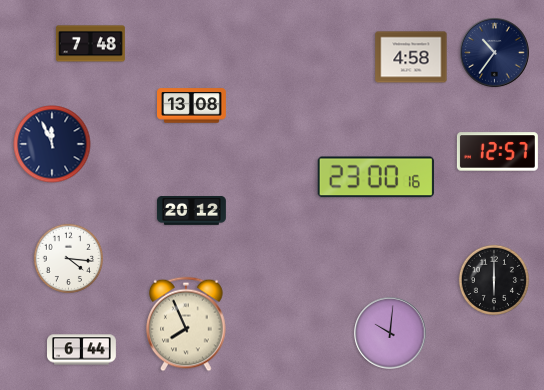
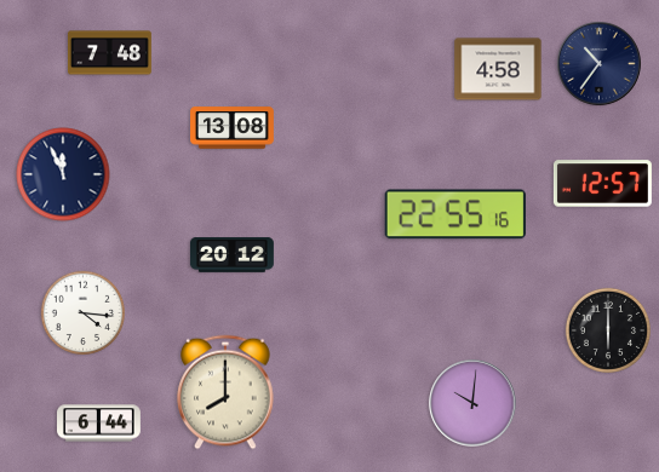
clock at (376, 177): 23:00 -> 22:55
clock at (494, 280) position: (494, 280) -> (608, 330)
clock at (186, 324): 7:56 -> 8:00
